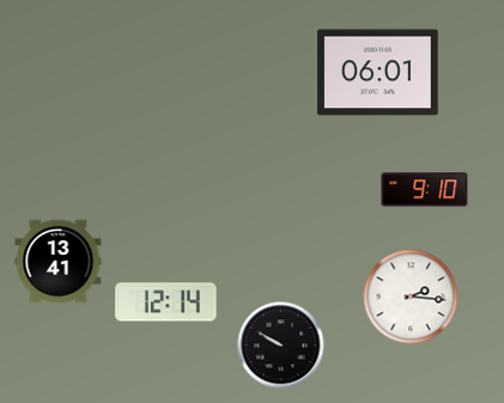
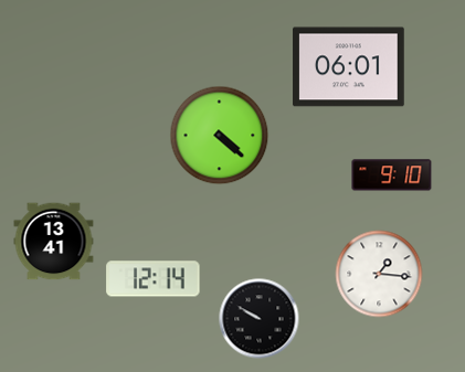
clock at (220, 136): none -> 4:22
clock at (411, 297): 2:16 -> 1:16
